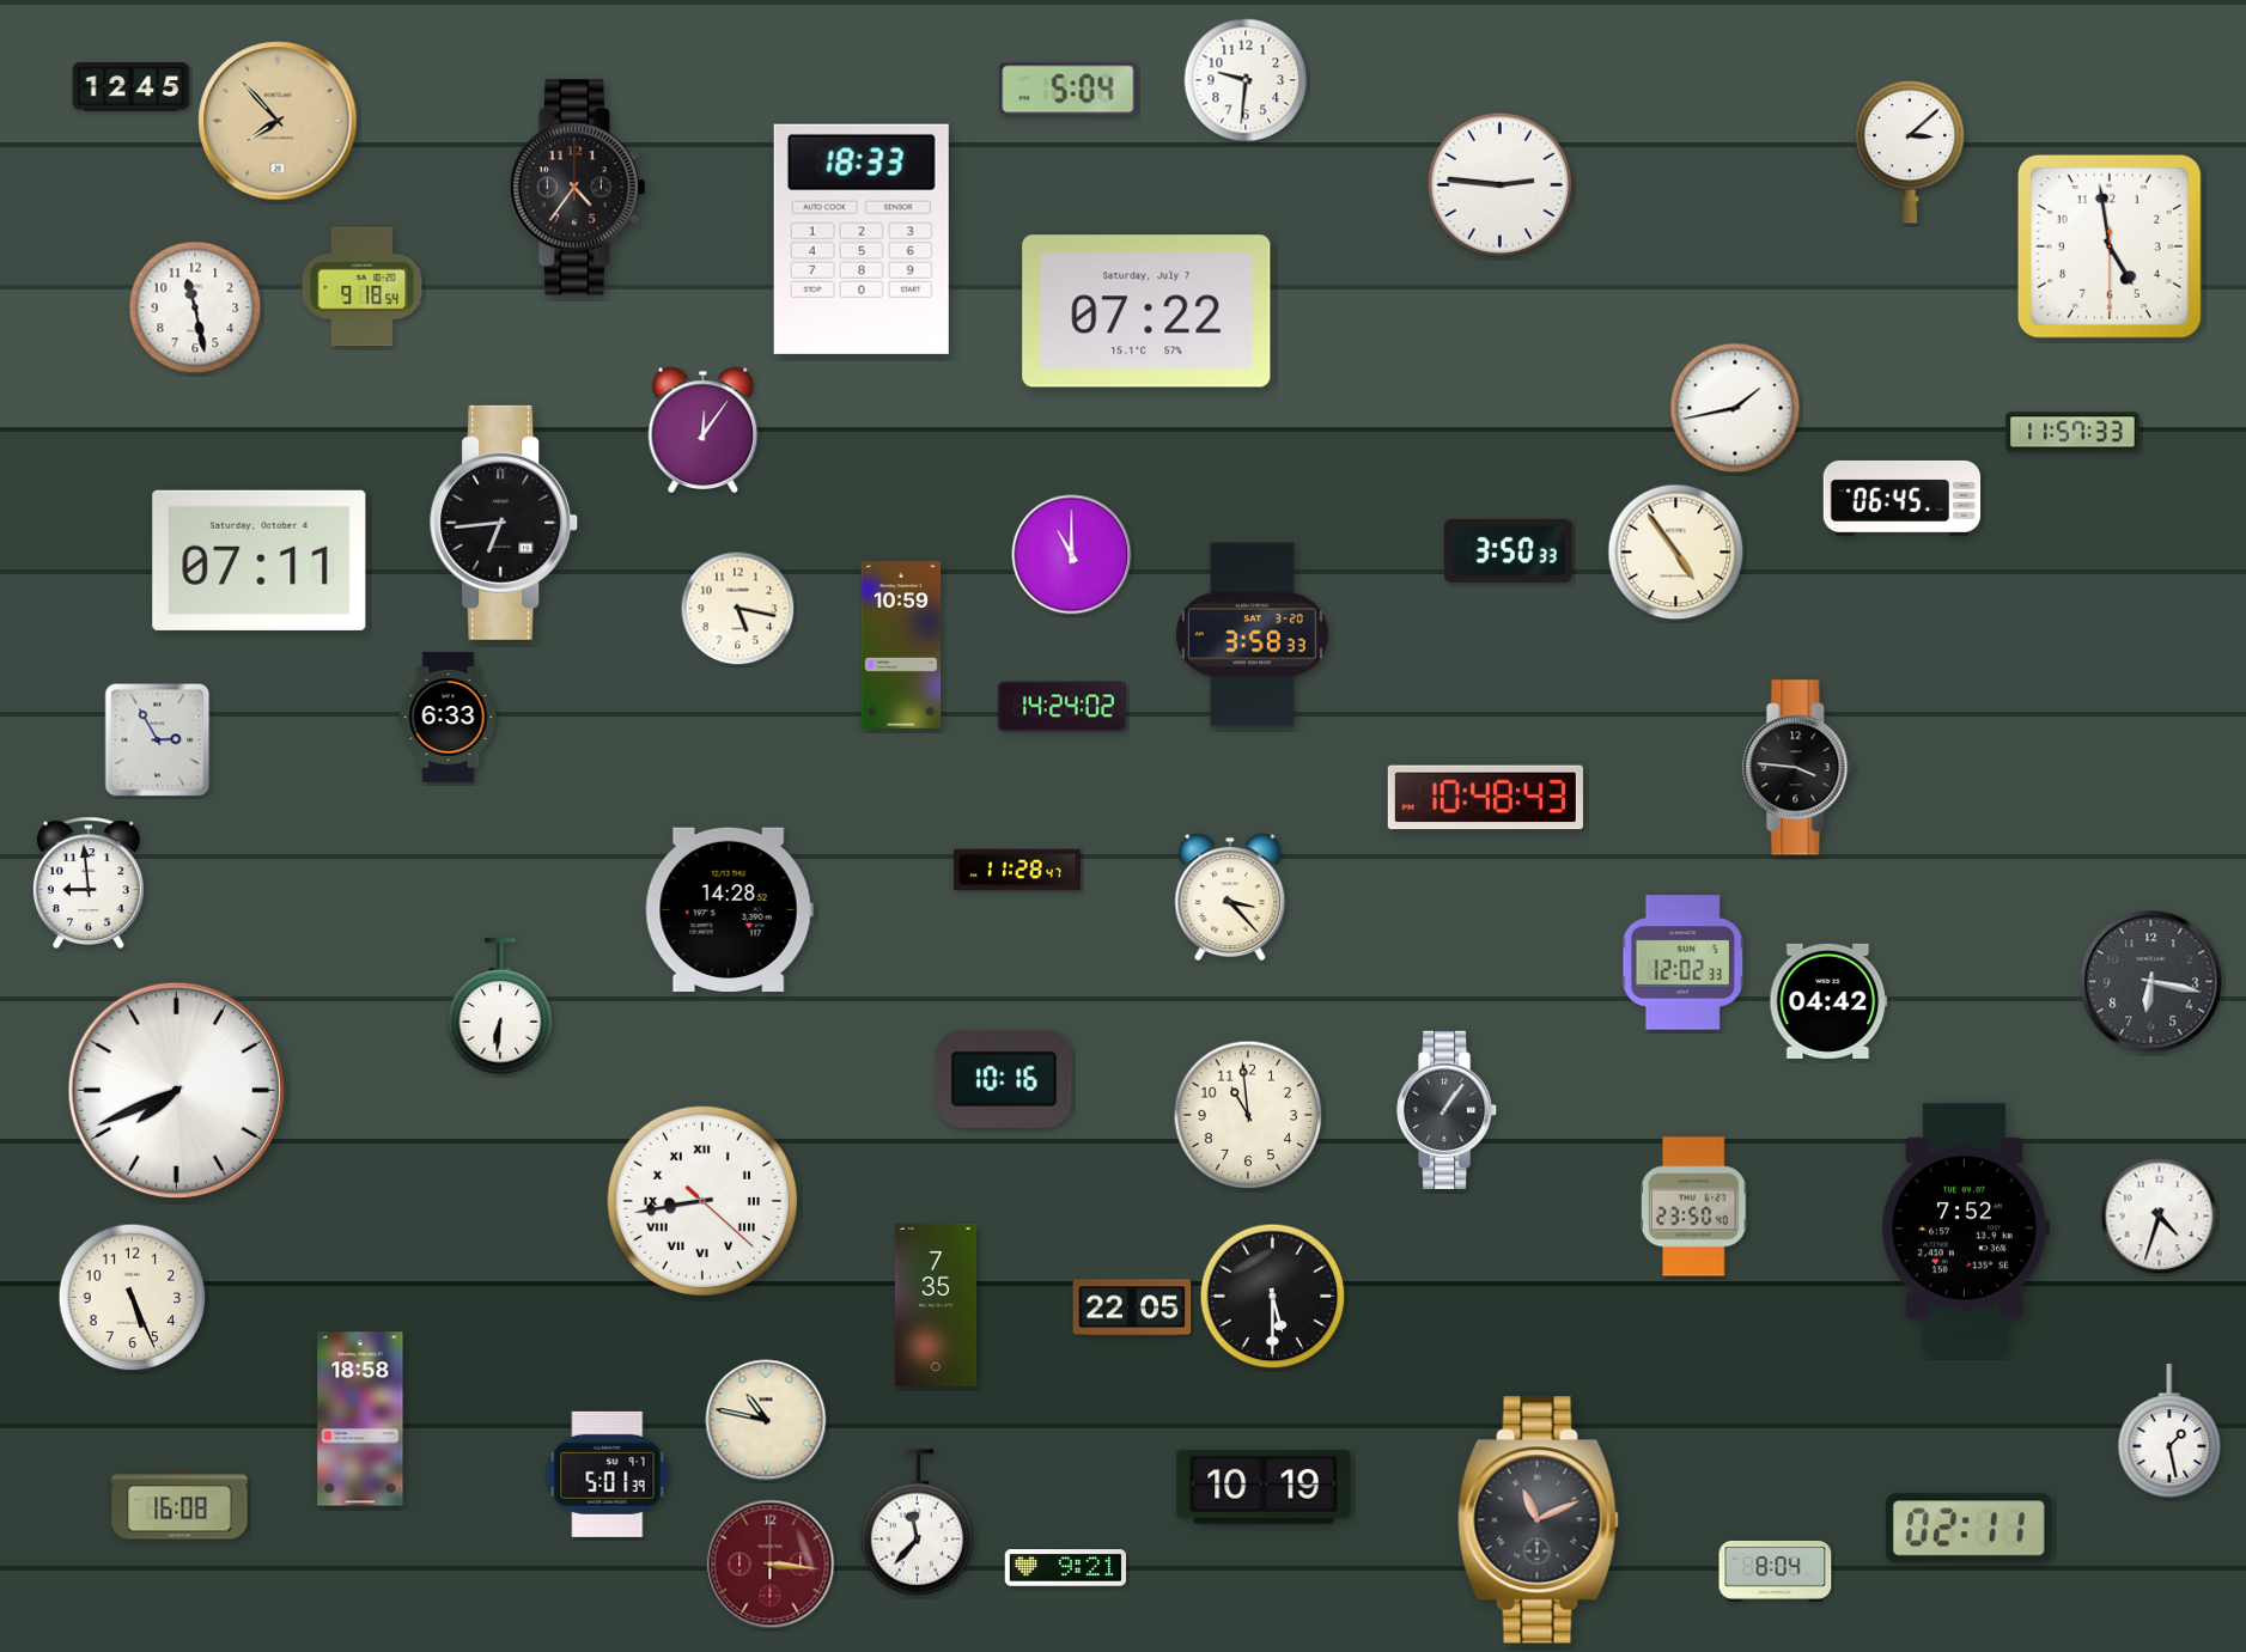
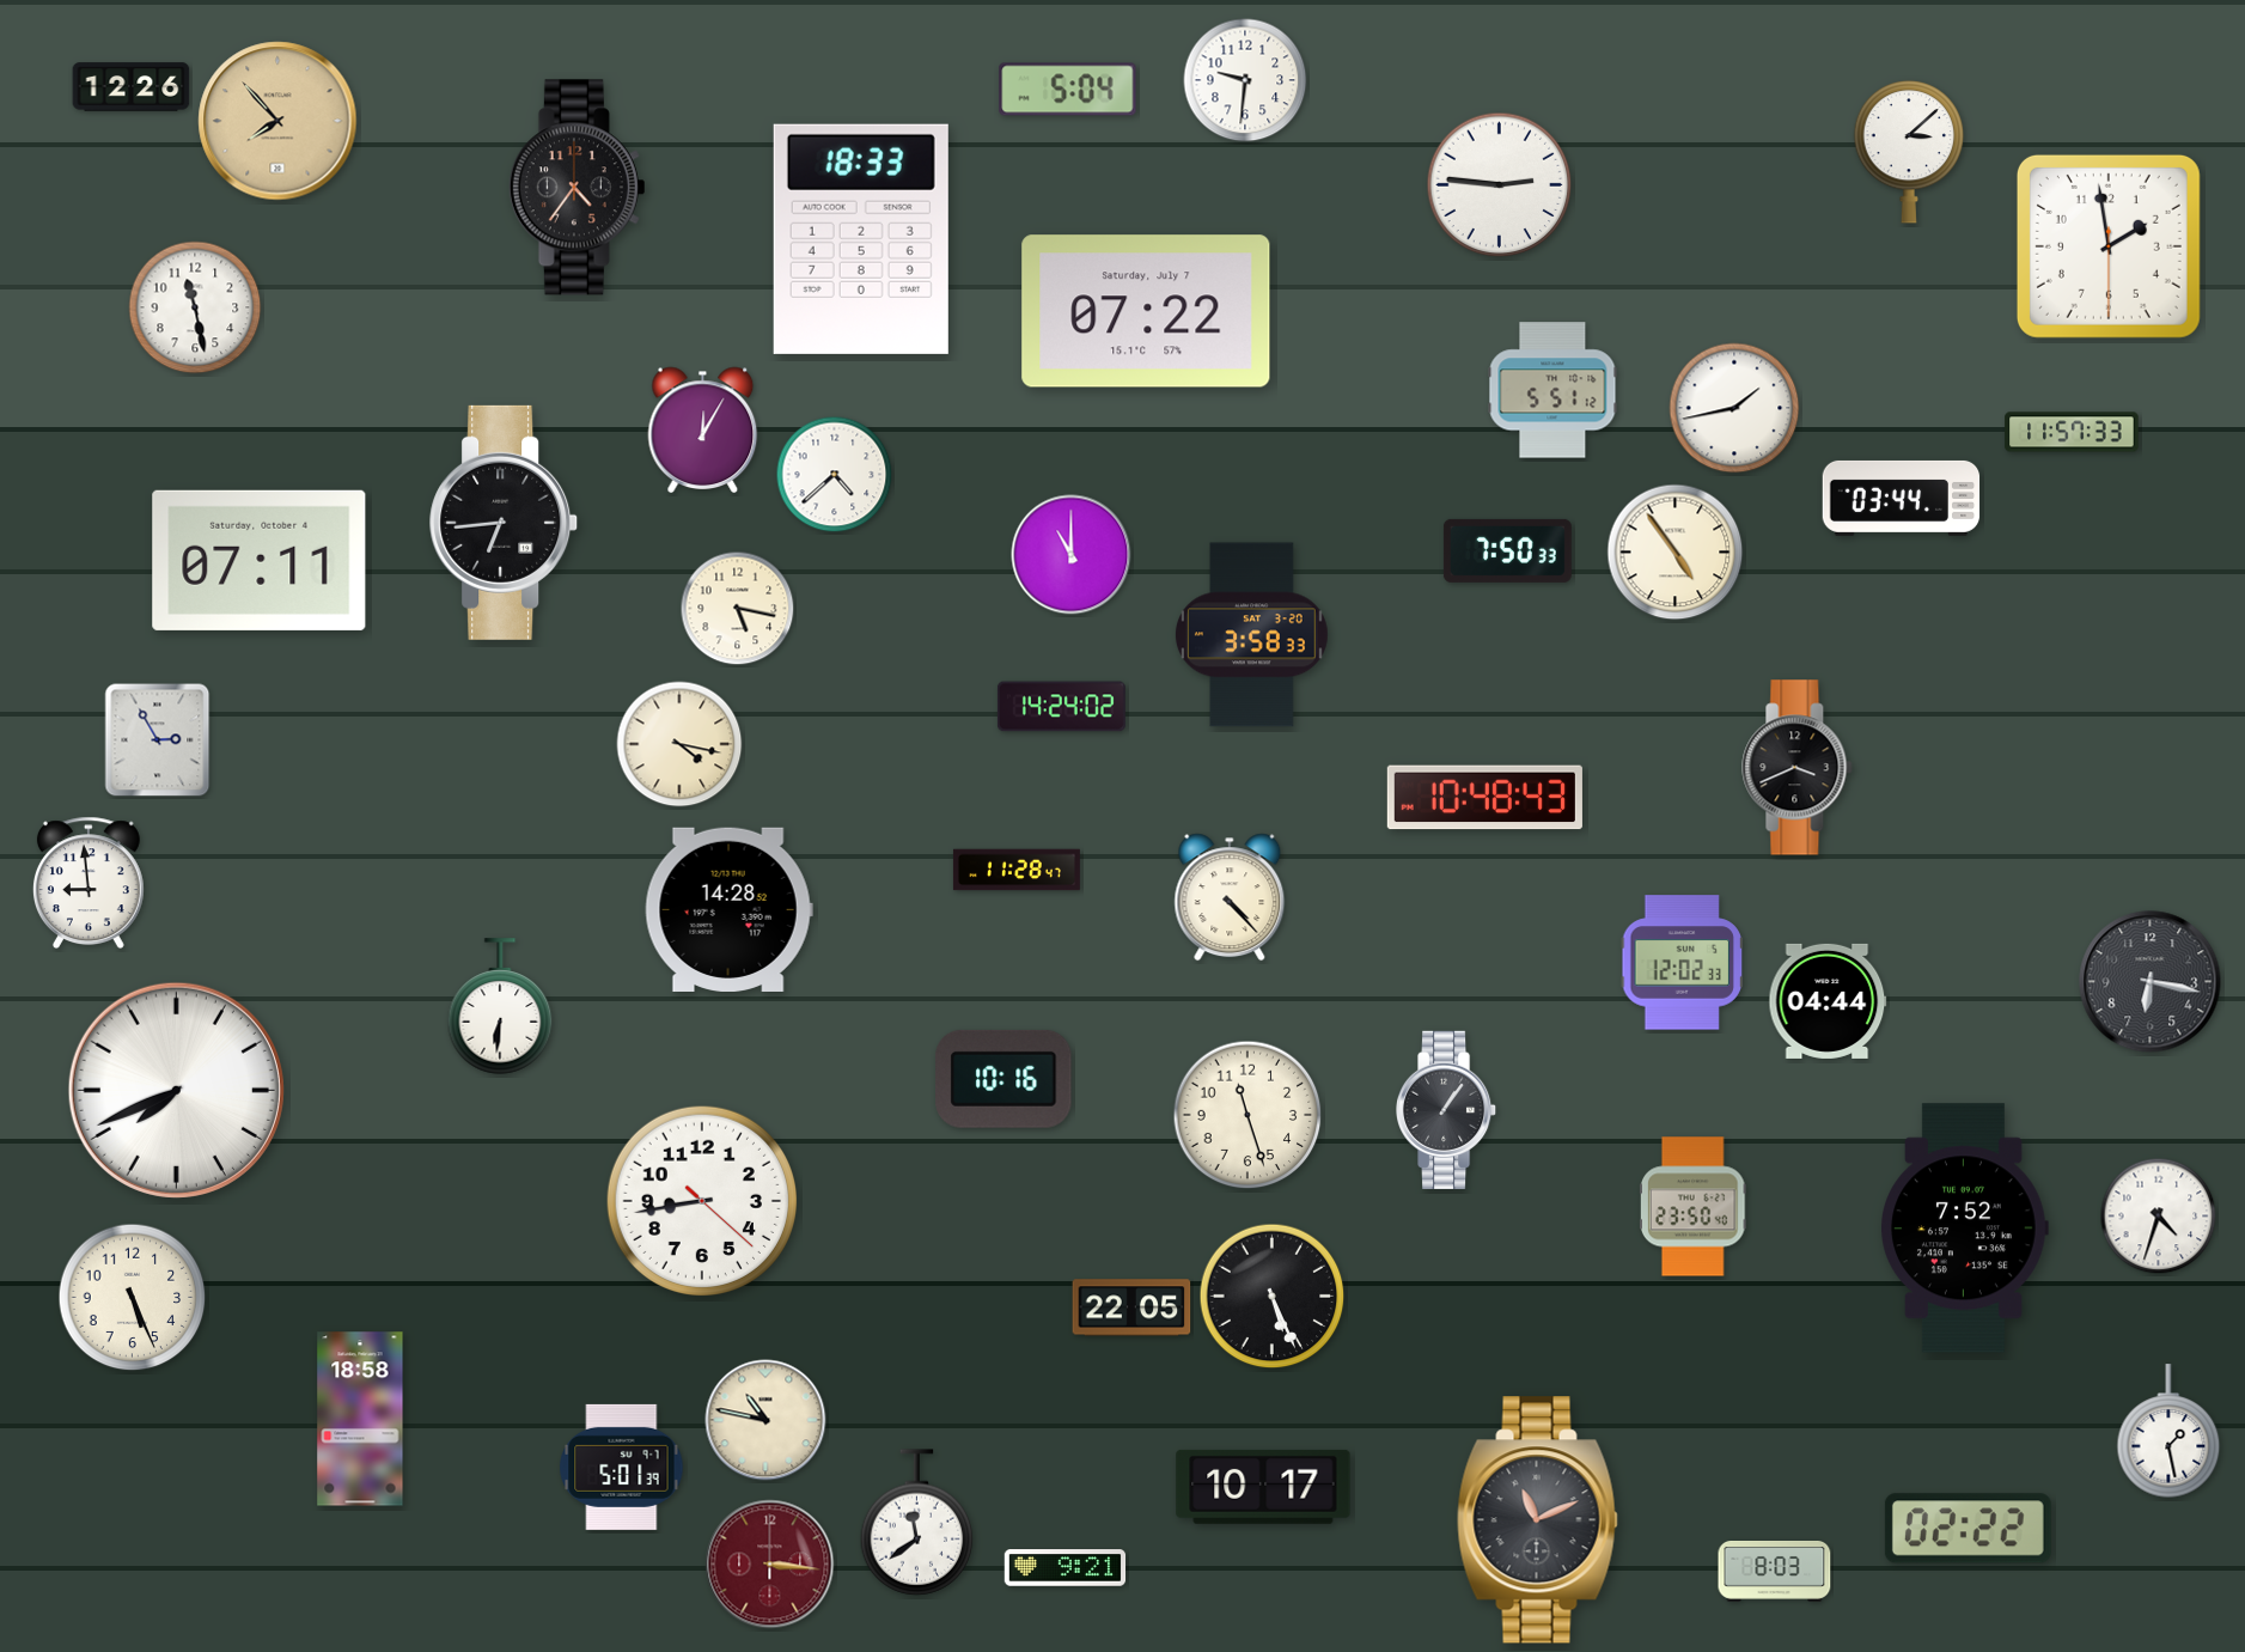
clock at (132, 87): 12:45 -> 12:26
clock at (2110, 246): 4:58 -> 1:58
clock at (363, 287): 9:18 -> none
clock at (1552, 390): none -> 5:51
clock at (704, 429): 12:06 -> 12:05
clock at (835, 475): none -> 4:38
clock at (1903, 498): 06:45 -> 03:44
clock at (1508, 550): 3:50 -> 7:50
clock at (901, 645): 10:59 -> none
clock at (449, 718): 6:33 -> none
clock at (679, 744): none -> 4:17
clock at (1798, 768): 3:46 -> 3:41
clock at (1230, 897): 3:23 -> 4:23
clock at (1828, 1001): 04:42 -> 04:44
clock at (1248, 1115): 10:59 -> 11:27
clock at (701, 1200) numerals: Roman -> Arabic
clock at (1273, 1297): 5:30 -> 5:26
clock at (936, 1305): 7:35 -> none
clock at (608, 1474) position: (608, 1474) -> (622, 1467)
clock at (1264, 1487): 10:19 -> 10:17
clock at (179, 1505): 16:08 -> none
clock at (918, 1523): 11:37 -> 11:39
clock at (1968, 1529): 02:11 -> 02:22
clock at (1776, 1572): 8:04 -> 8:03
